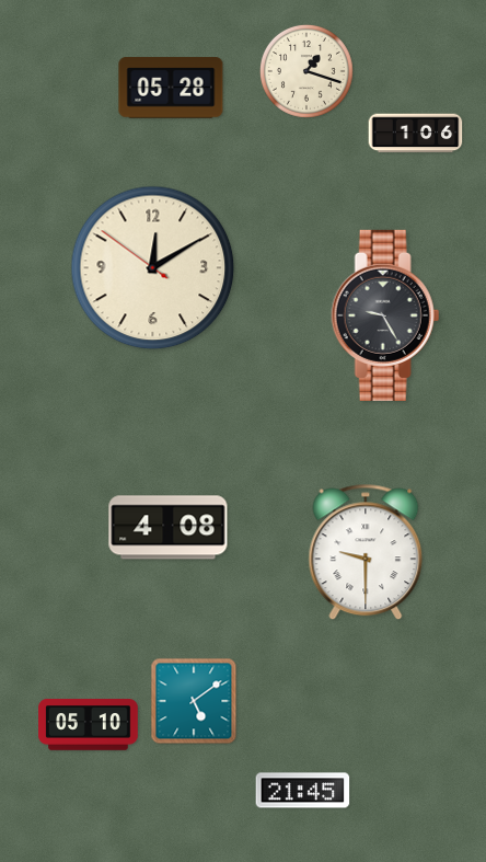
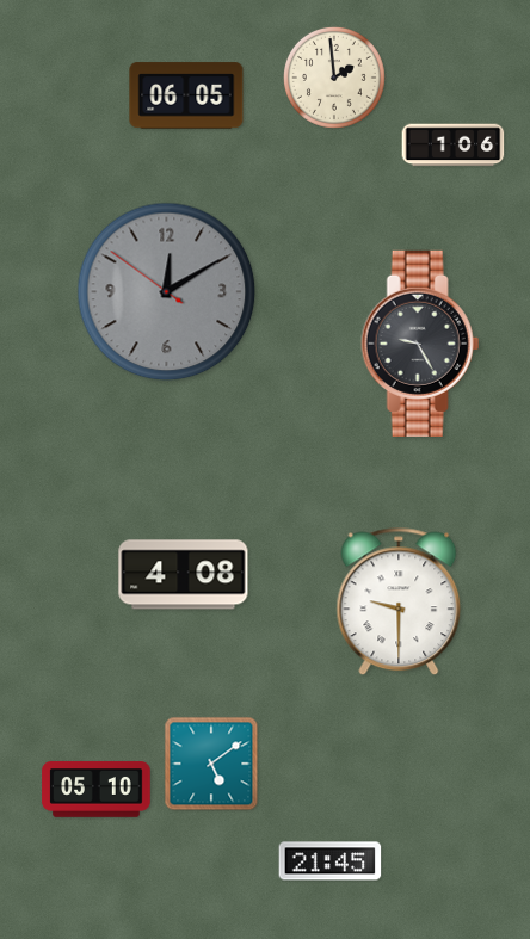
clock at (306, 71): 1:18 -> 1:59
clock at (171, 88): 05:28 -> 06:05
clock at (153, 268) dial: cream -> grey
